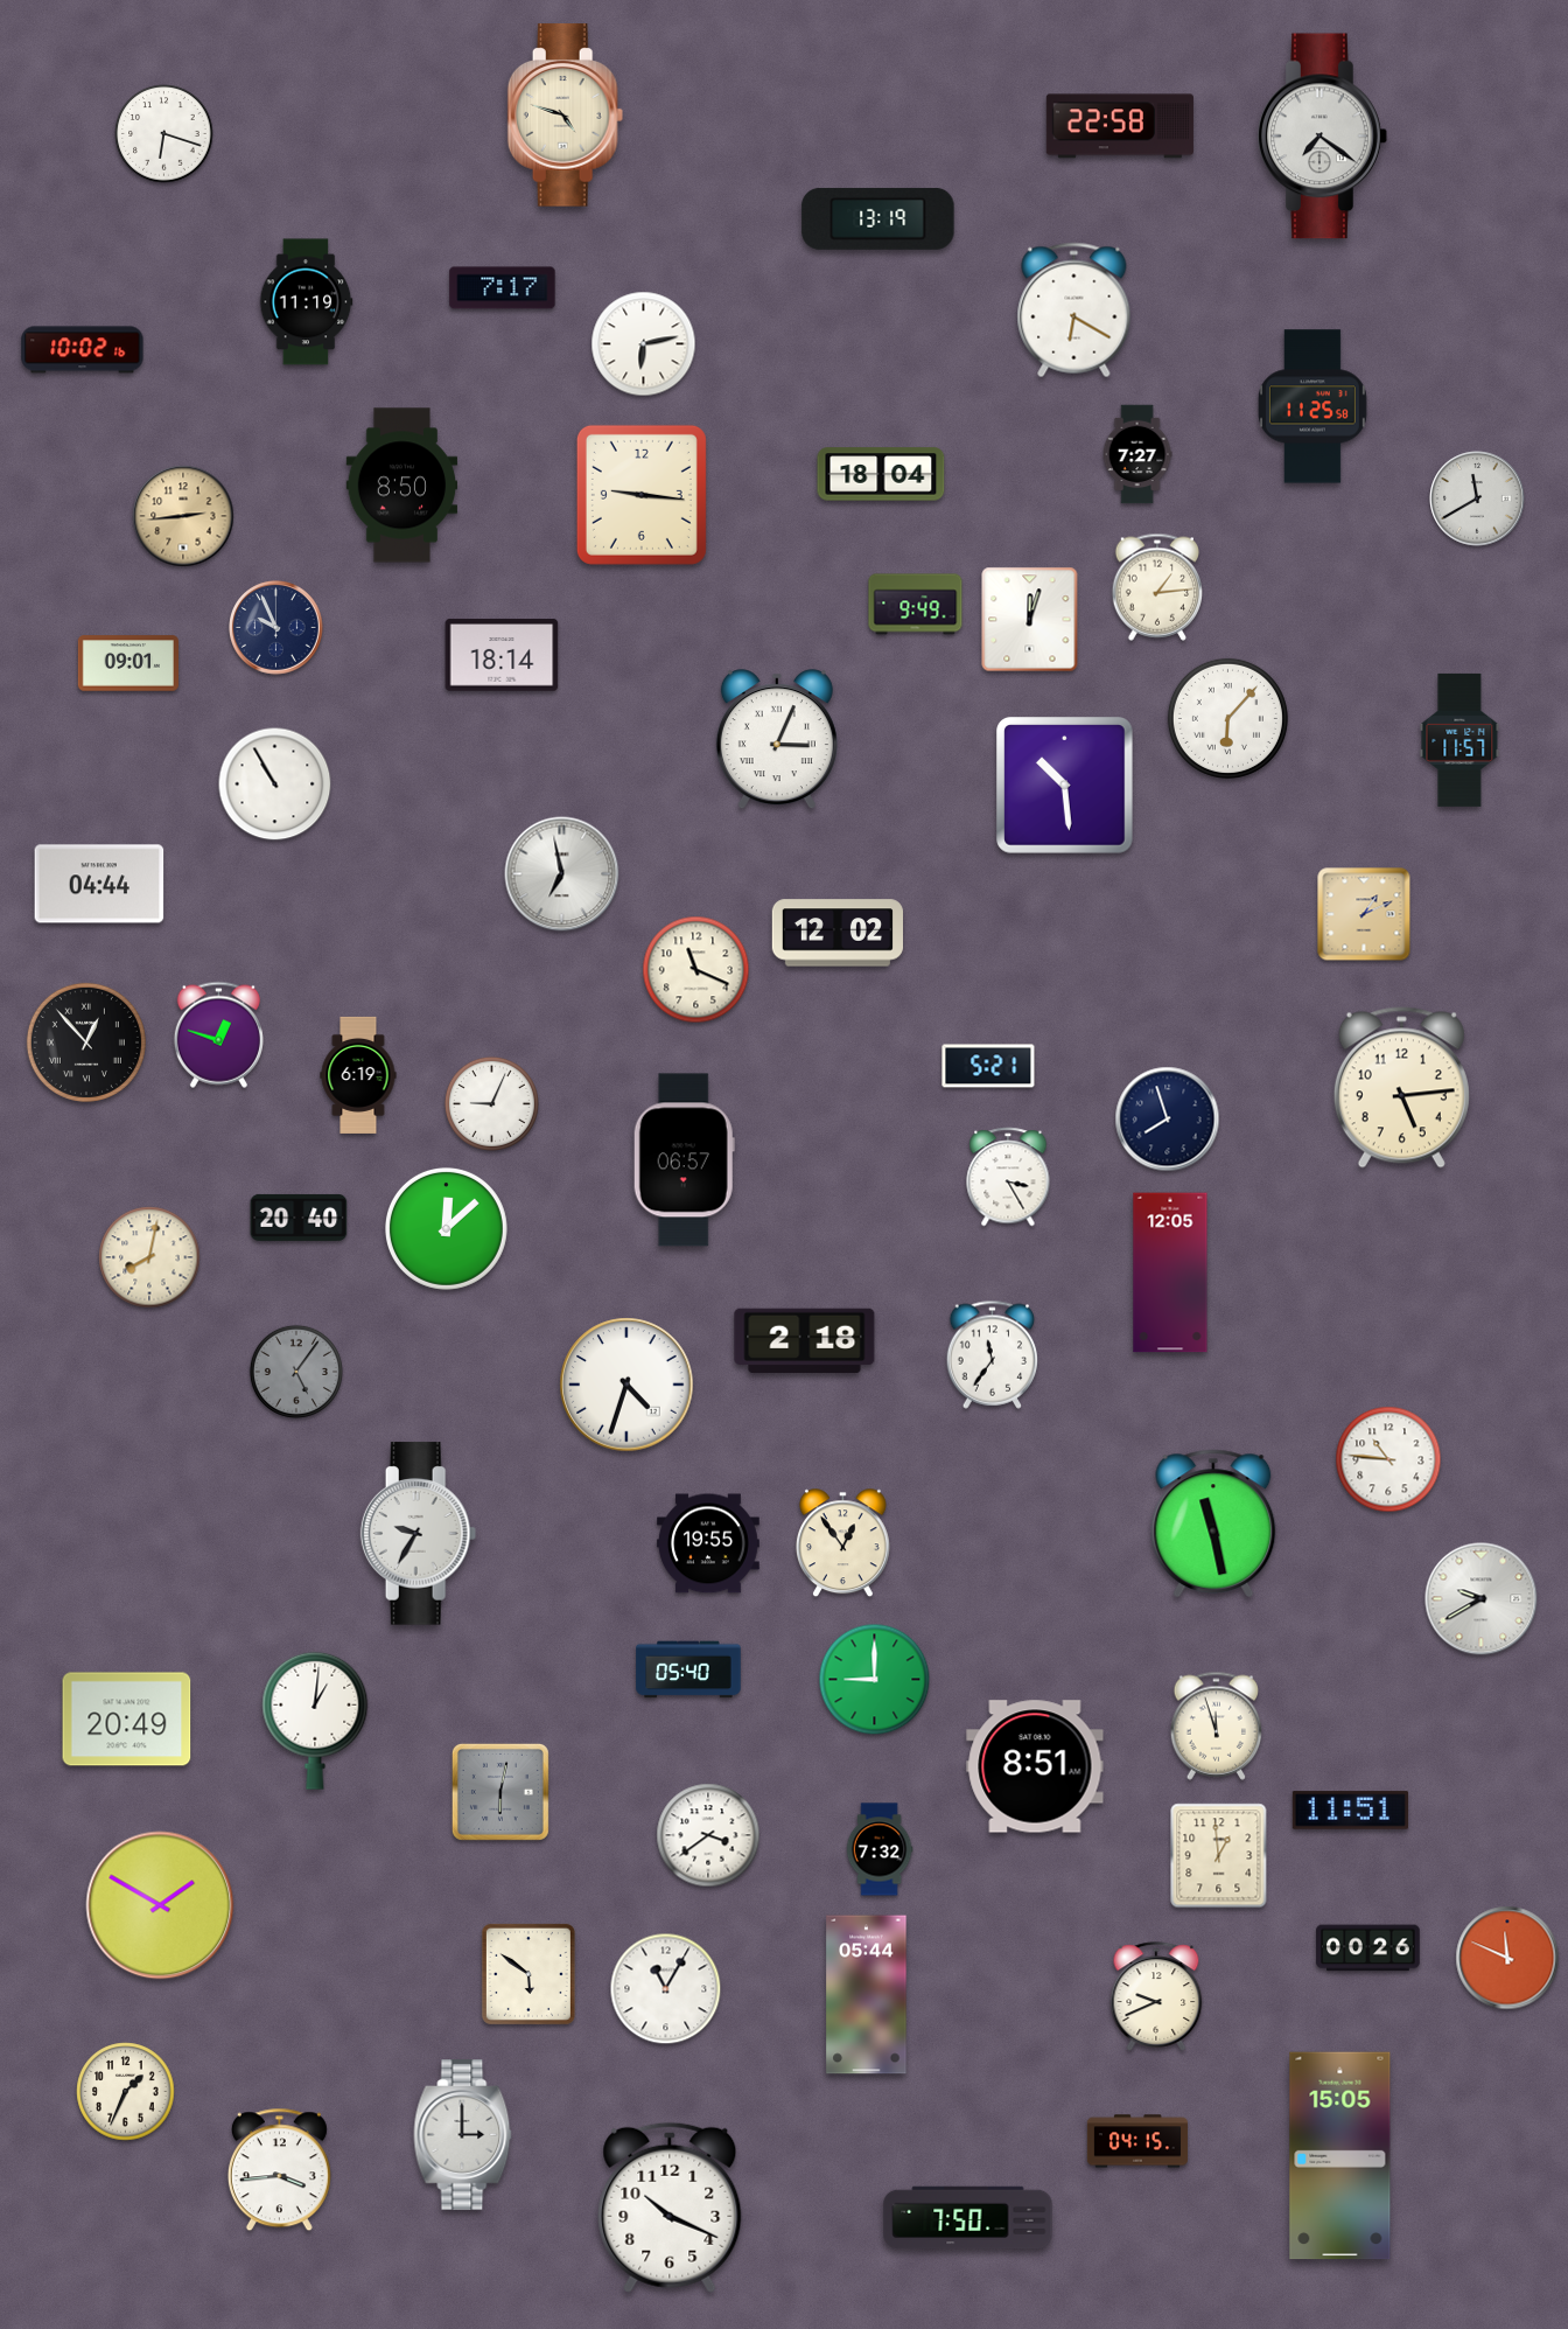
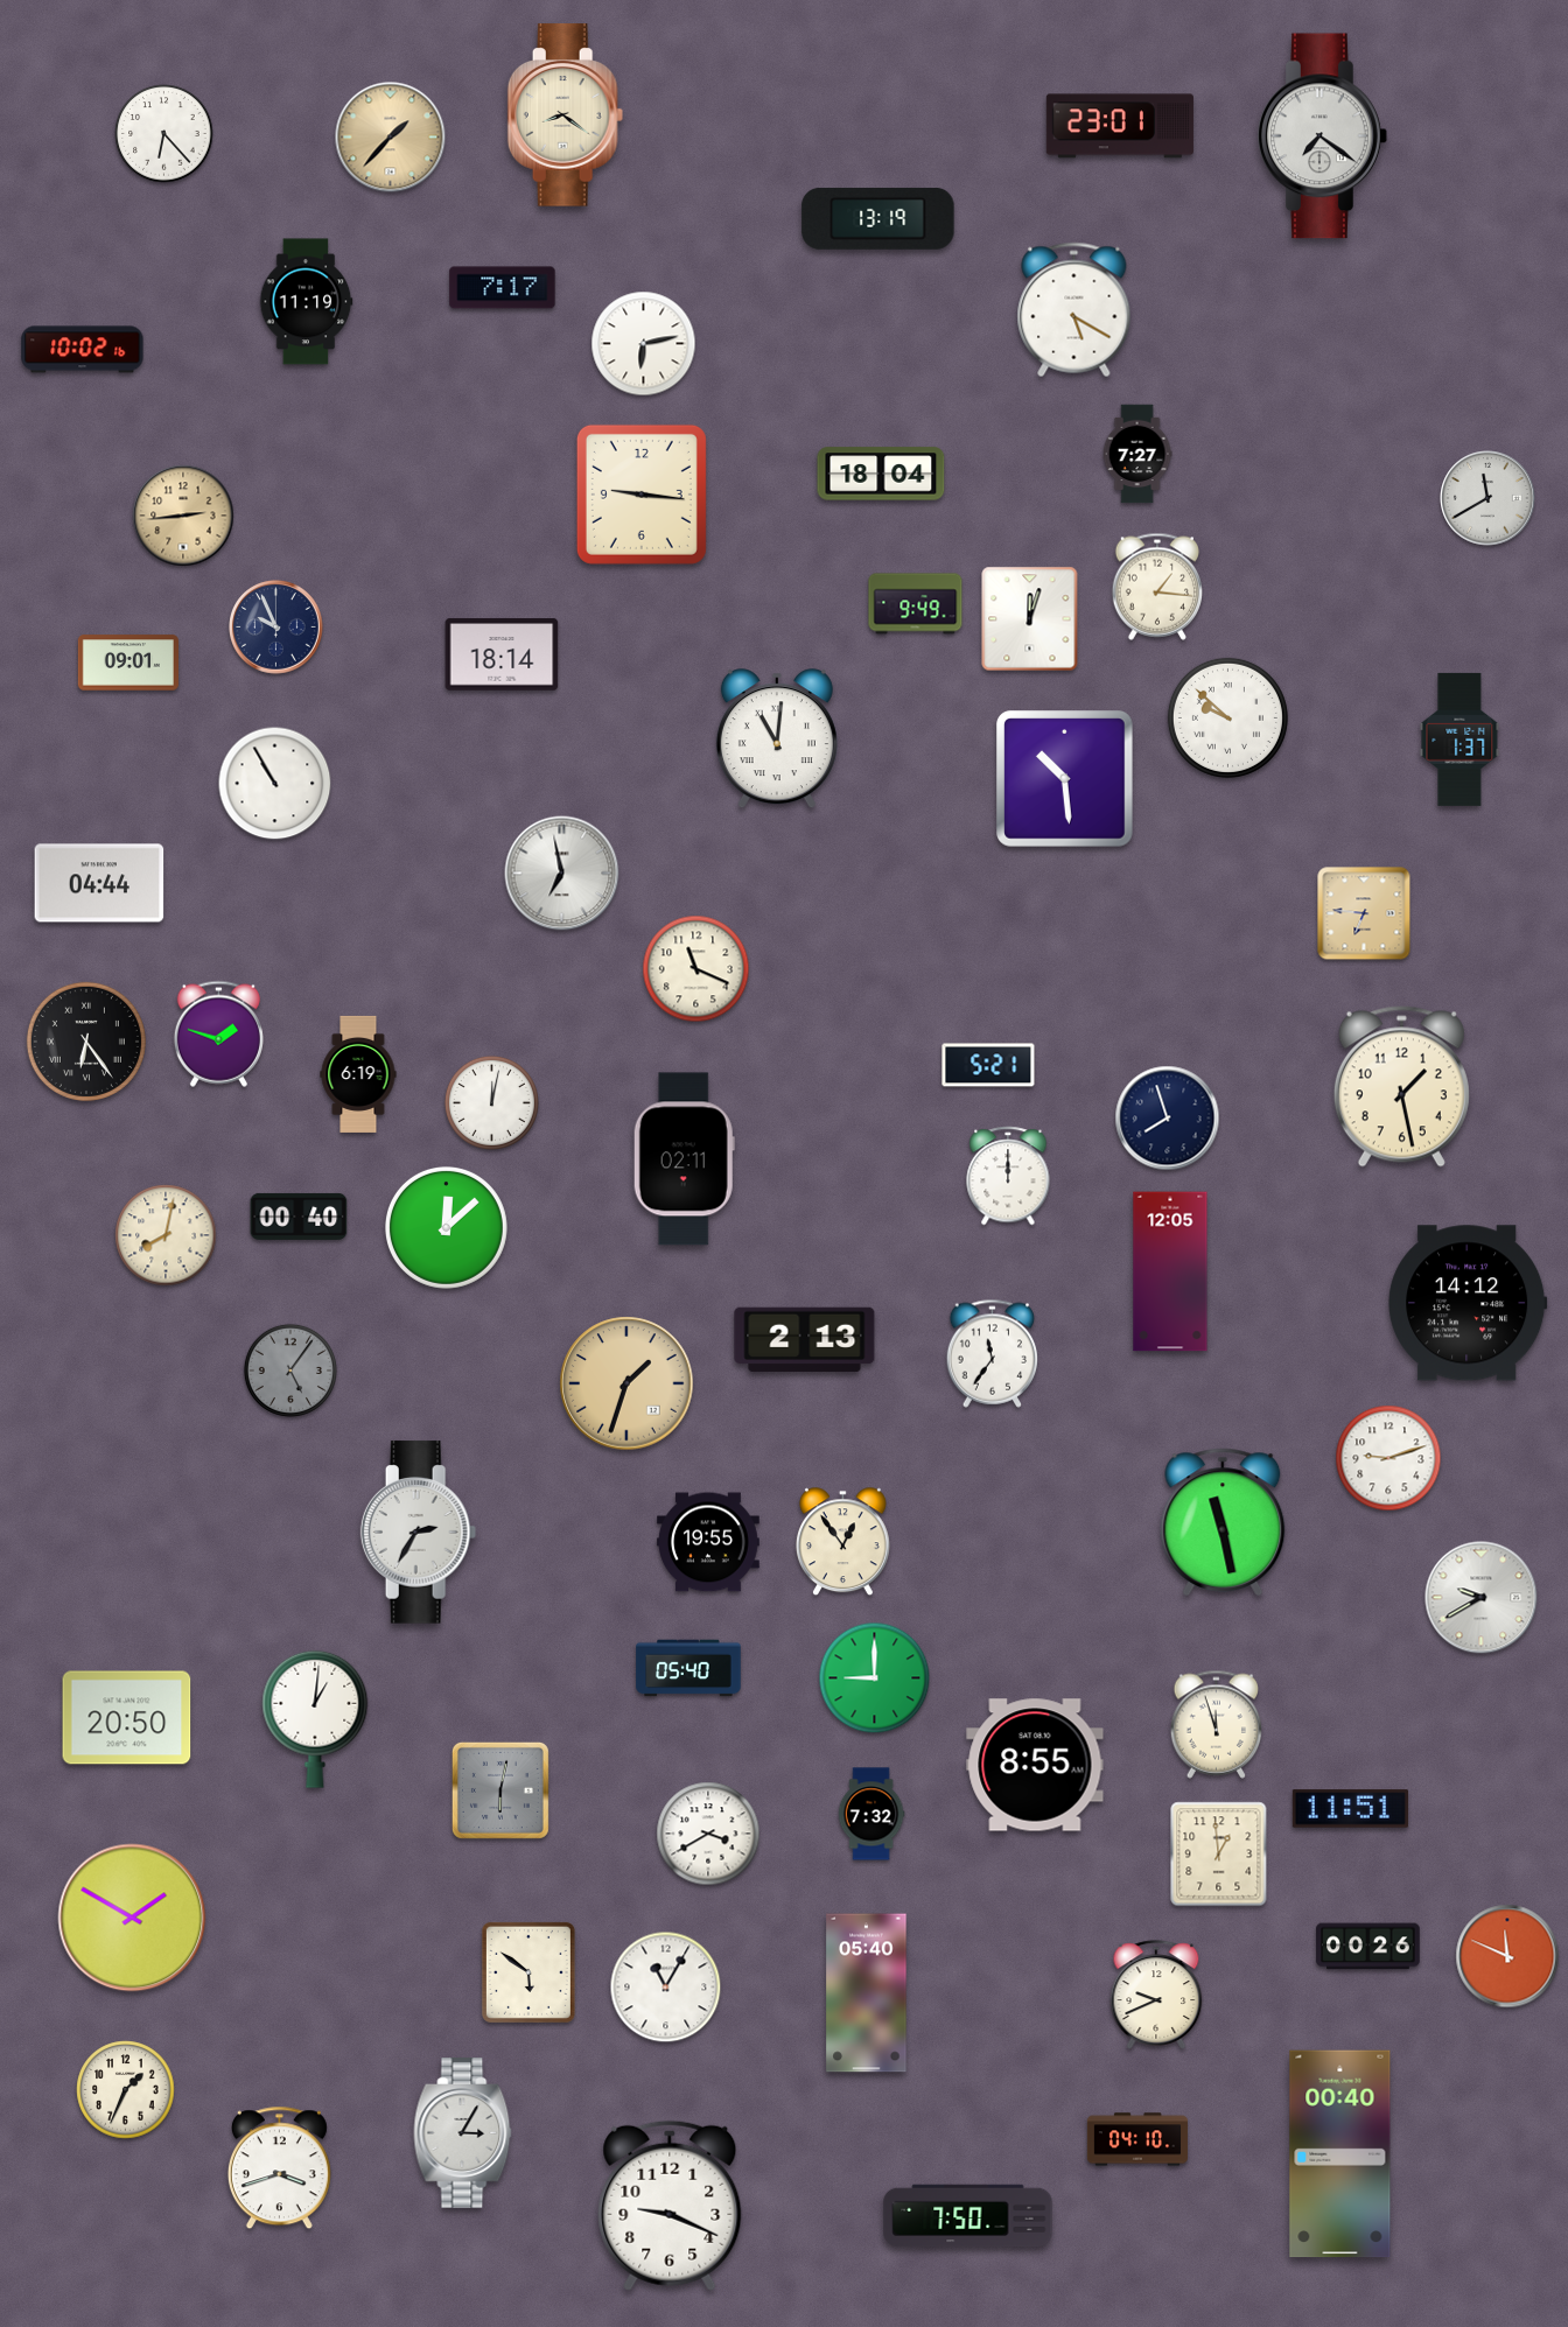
clock at (566, 116): 4:48 -> 8:21
clock at (1120, 126): 22:58 -> 23:01
clock at (164, 134): 6:18 -> 6:23
clock at (391, 138): none -> 1:37
clock at (1074, 311): 6:20 -> 5:20
clock at (1312, 406): 11:25 -> none
clock at (402, 486): 8:50 -> none
clock at (1477, 498) position: (1477, 498) -> (1487, 498)
clock at (1156, 587): 1:14 -> 1:16
clock at (1227, 718): 6:07 -> 9:52
clock at (777, 740): 3:04 -> 11:01
clock at (1459, 740): 11:57 -> 1:37
clock at (1065, 786) position: (1065, 786) -> (1065, 779)
clock at (1364, 914): 1:11 -> 6:46
clock at (836, 933): 12:02 -> none
clock at (218, 1034): 12:48 -> 1:48
clock at (86, 1043): 12:53 -> 6:24
clock at (1401, 1088): 5:14 -> 1:28
clock at (491, 1103): 9:04 -> 12:02
clock at (684, 1160): 06:57 -> 02:11
clock at (1008, 1177): 3:25 -> 12:00
clock at (299, 1218): 20:40 -> 00:40
clock at (149, 1257) position: (149, 1257) -> (166, 1235)
clock at (1468, 1303): none -> 14:12
clock at (805, 1341): 2:18 -> 2:13
clock at (296, 1372) position: (296, 1372) -> (290, 1371)
clock at (626, 1385): 4:33 -> 1:33
clock at (626, 1385) dial: white -> champagne
clock at (1388, 1459): 10:46 -> 9:12
clock at (1213, 1523) position: (1213, 1523) -> (1223, 1522)
clock at (419, 1534): 9:35 -> 2:35
clock at (127, 1720): 20:49 -> 20:50
clock at (1035, 1766): 8:51 -> 8:55
clock at (708, 1835): 3:39 -> 3:40
clock at (880, 1849) position: (880, 1849) -> (871, 1814)
clock at (160, 1905) position: (160, 1905) -> (132, 1918)
clock at (867, 1995): 05:44 -> 05:40
clock at (463, 2135): 3:00 -> 3:05
clock at (1137, 2141): 04:15 -> 04:10
clock at (1340, 2156): 15:05 -> 00:40
clock at (279, 2170): 3:44 -> 3:42
clock at (670, 2208): 10:19 -> 9:19
